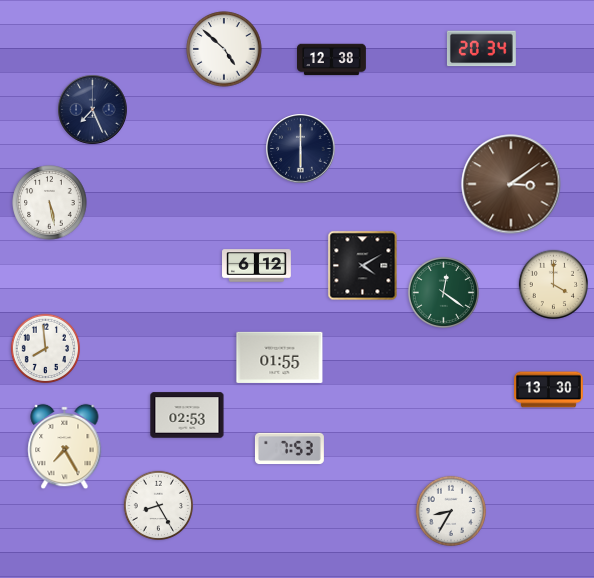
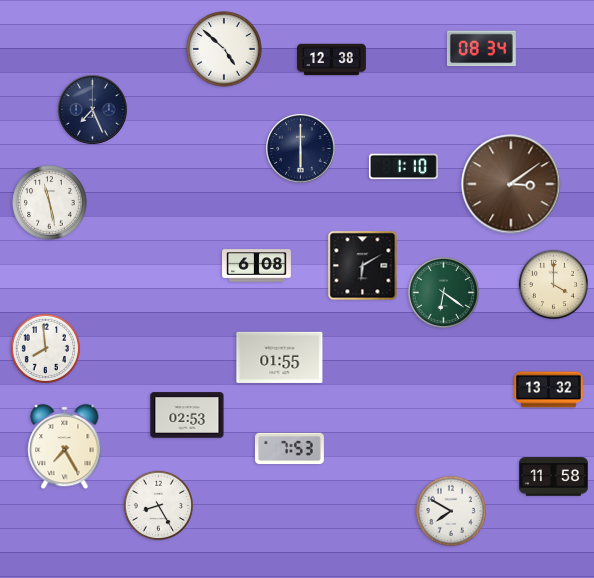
clock at (481, 49): 20:34 -> 08:34
clock at (403, 167): none -> 1:10
clock at (50, 203): 5:28 -> 11:28
clock at (257, 266): 6:12 -> 6:08
clock at (363, 266): 4:10 -> 6:10
clock at (443, 292): 12:21 -> 6:21
clock at (549, 390): 13:30 -> 13:32
clock at (554, 477): none -> 11:58
clock at (451, 511): 8:35 -> 7:50
